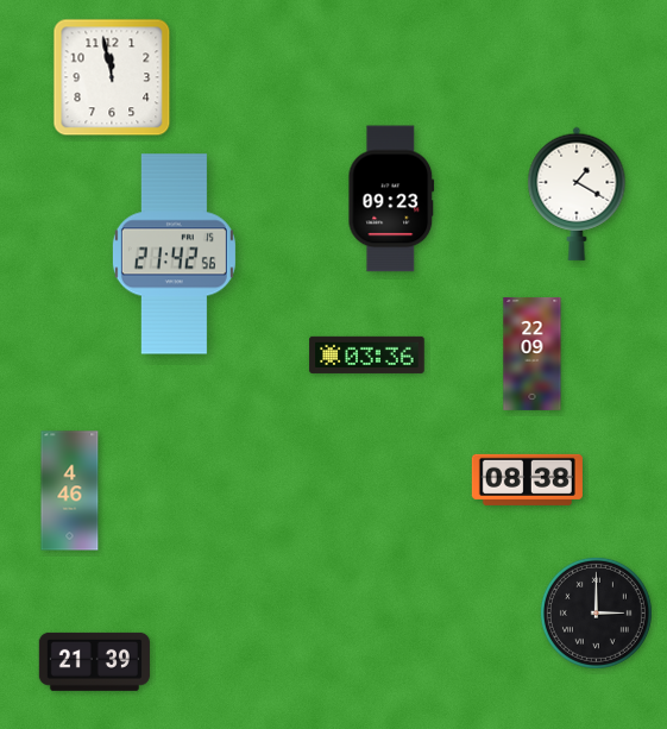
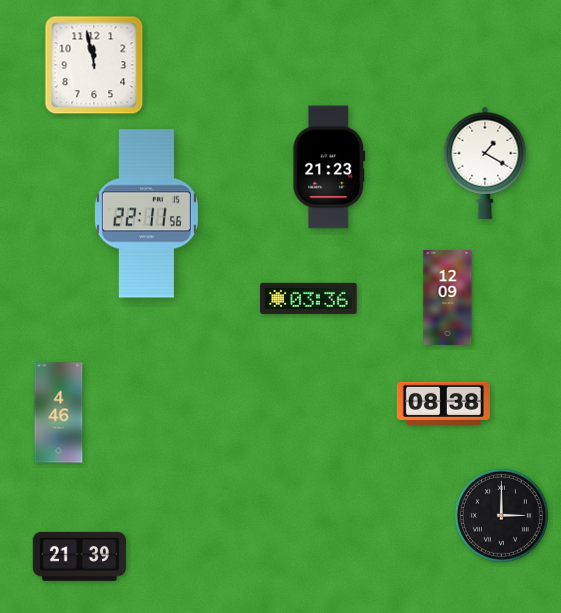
clock at (391, 199): 09:23 -> 21:23
clock at (174, 254): 21:42 -> 22:11
clock at (533, 353): 22:09 -> 12:09
